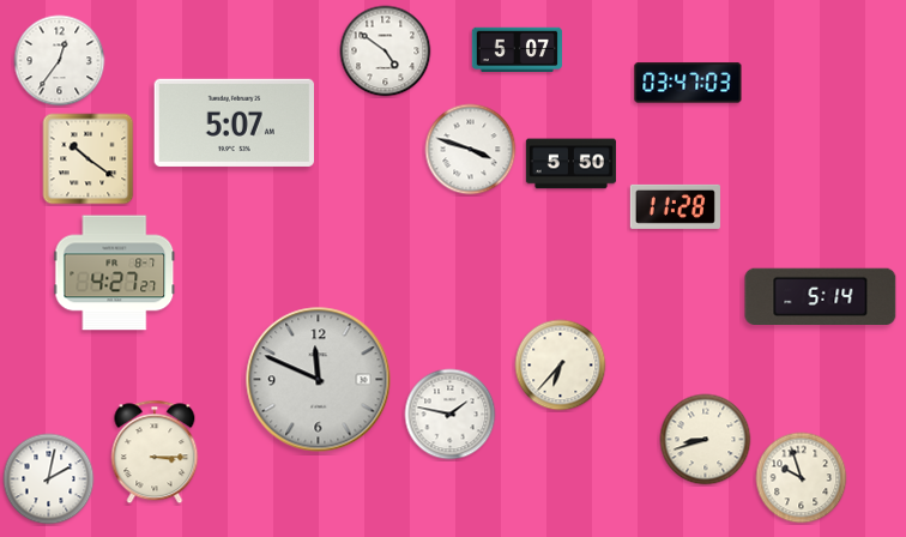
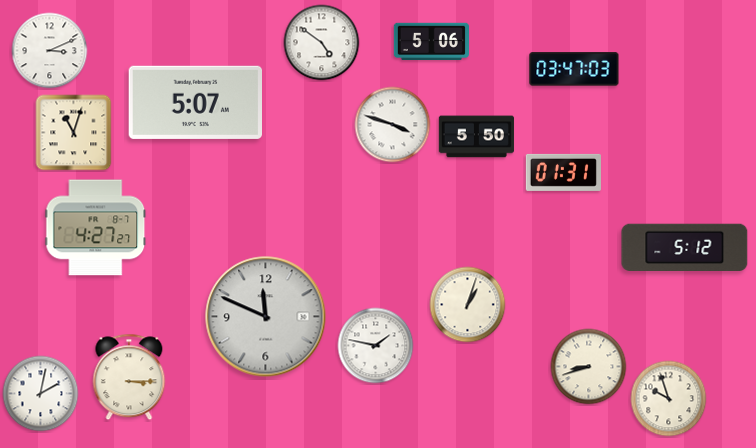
clock at (517, 50): 5:07 -> 5:06
clock at (60, 61): 12:36 -> 3:11
clock at (89, 159): 10:21 -> 11:03
clock at (675, 206): 11:28 -> 01:31
clock at (821, 297): 5:14 -> 5:12
clock at (561, 366): 6:37 -> 1:03
clock at (49, 479) position: (49, 479) -> (41, 394)
